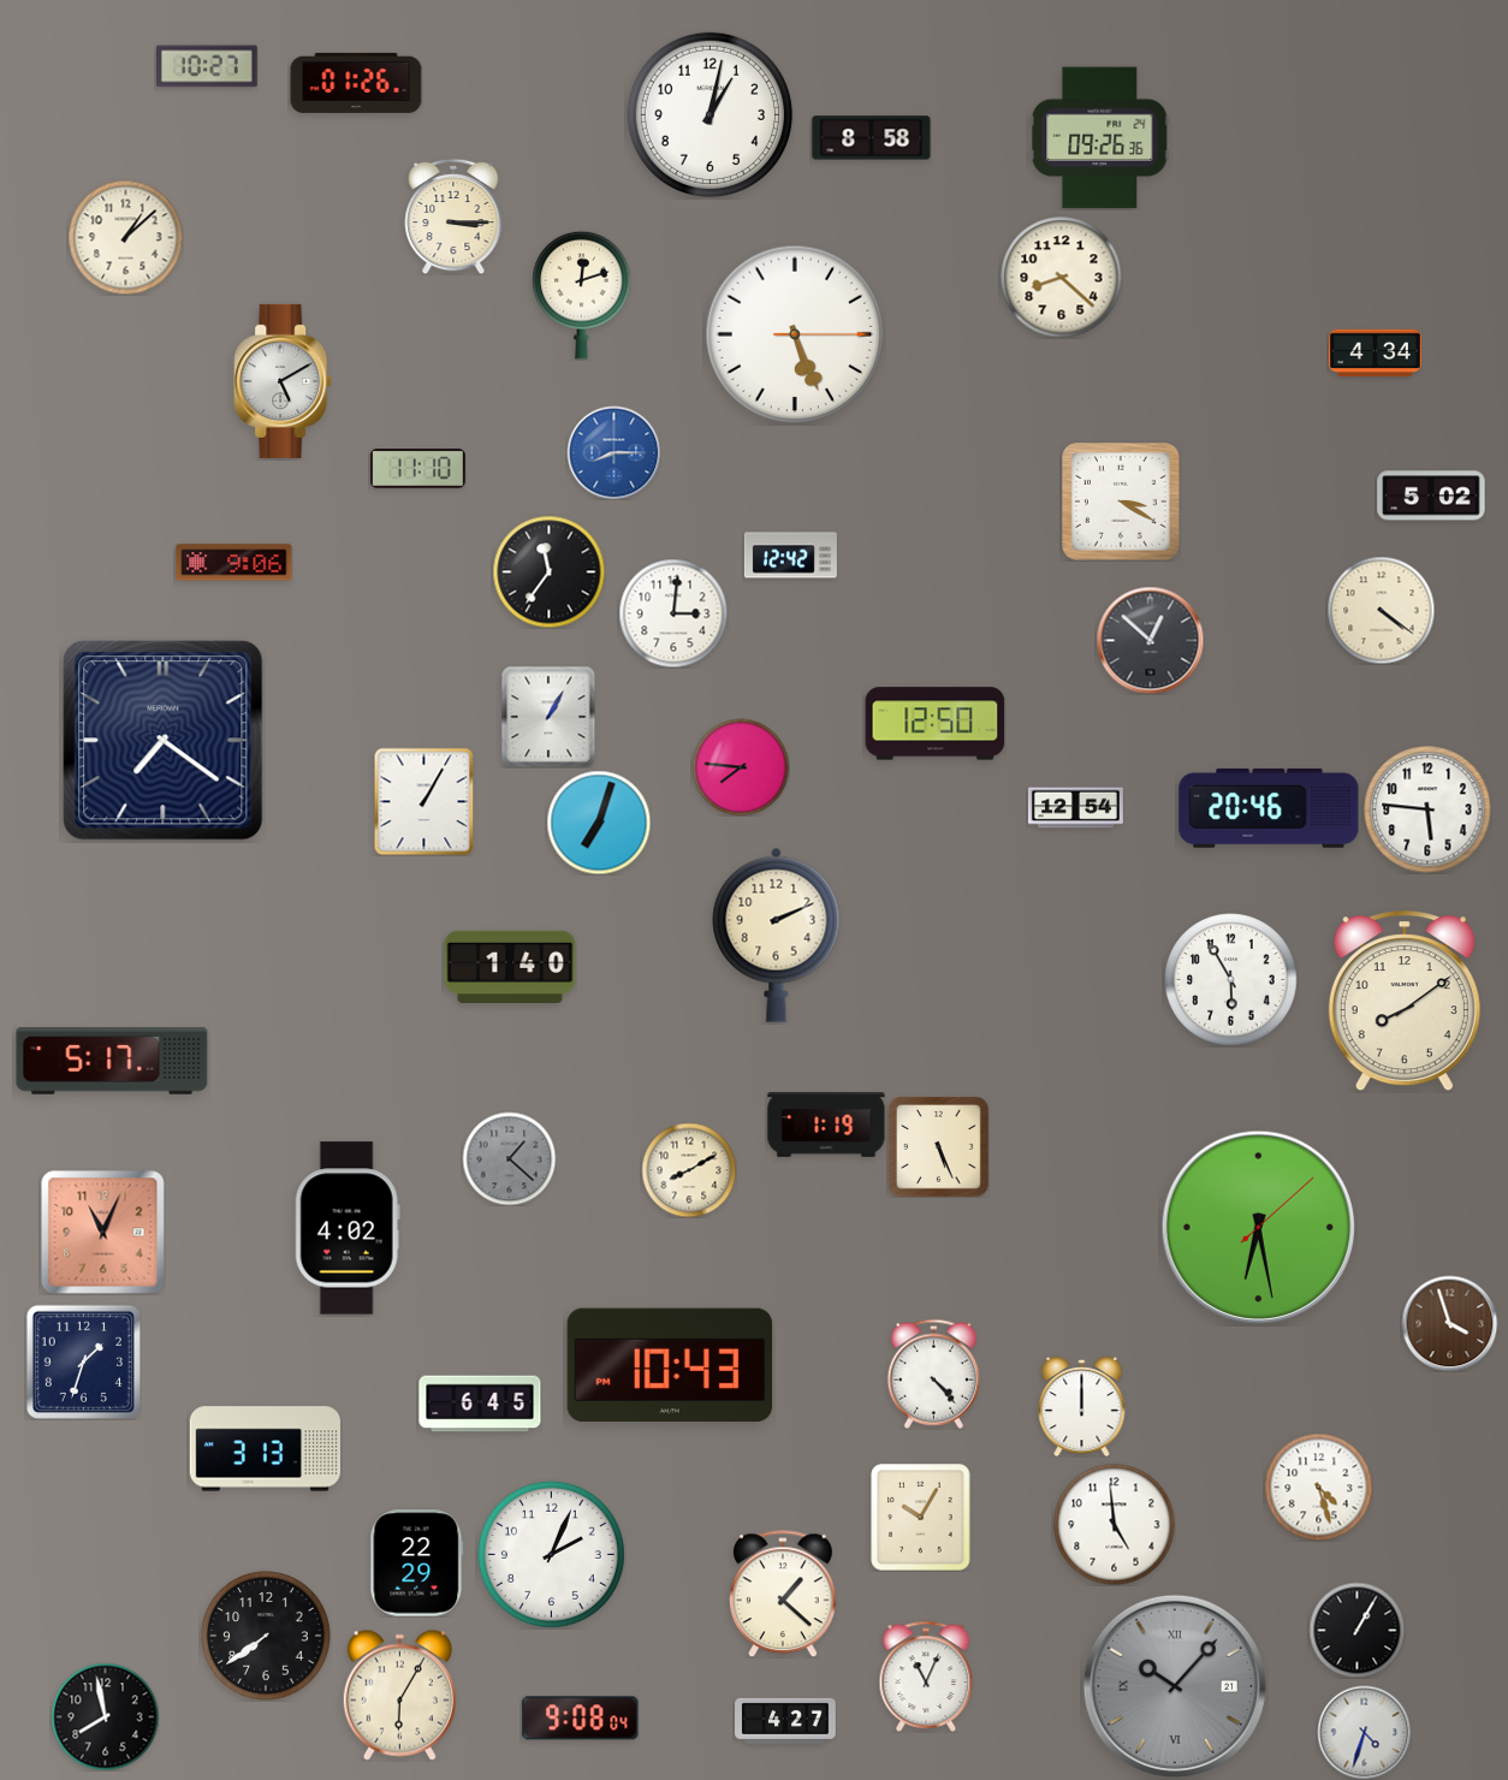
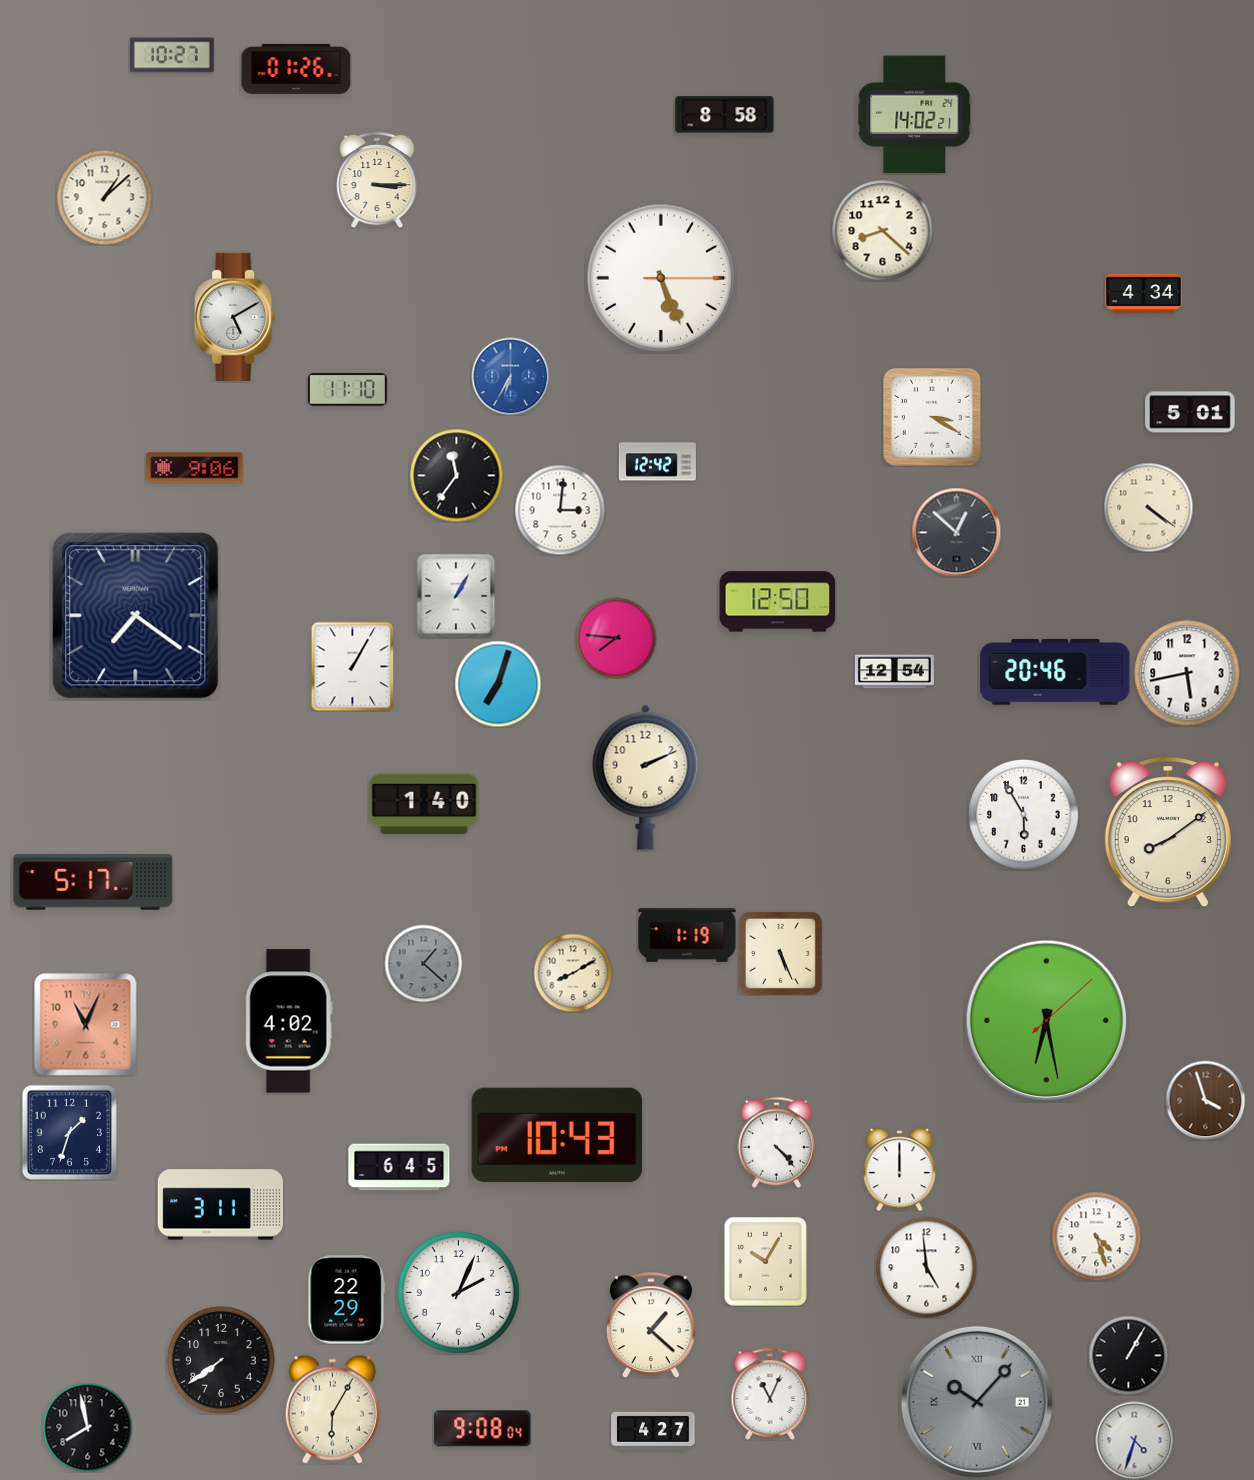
clock at (710, 114): 1:02 -> none
clock at (1100, 138): 09:26 -> 14:02
clock at (582, 295): 12:12 -> none
clock at (613, 452): 8:15 -> 6:35
clock at (1431, 496): 5:02 -> 5:01
clock at (1427, 809): 5:46 -> 5:43
clock at (265, 1449): 3:13 -> 3:11
